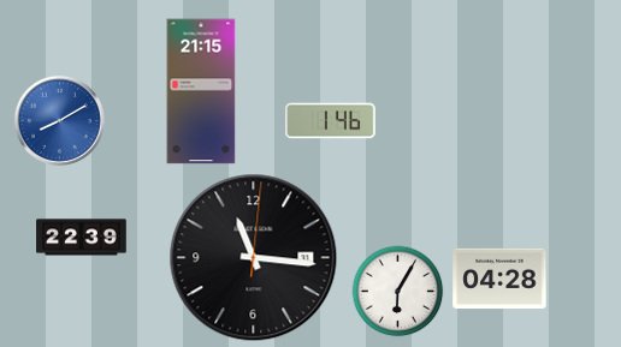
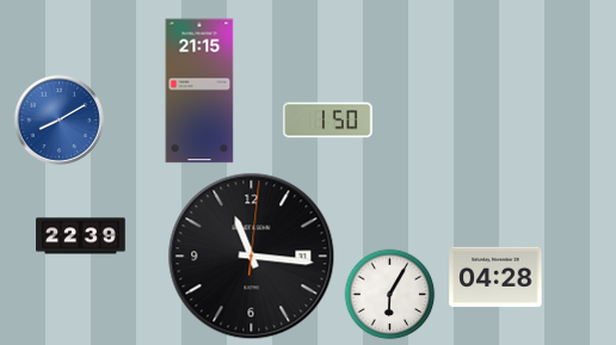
clock at (331, 121): 1:46 -> 1:50
clock at (398, 292) position: (398, 292) -> (390, 295)
